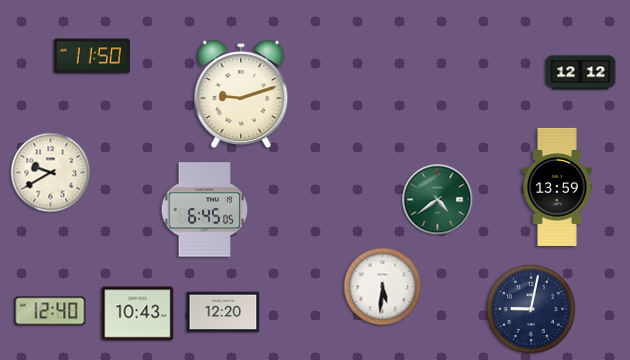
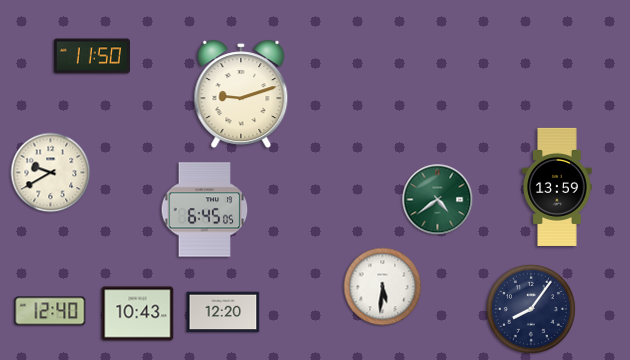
clock at (581, 73): 12:12 -> none
clock at (531, 309): 9:02 -> 8:06
